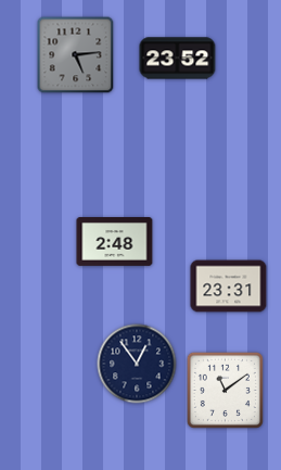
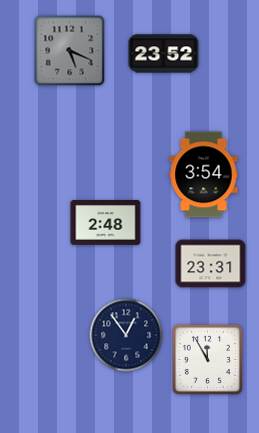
clock at (76, 55): 5:14 -> 5:19
clock at (204, 175): none -> 3:54
clock at (225, 390): 11:09 -> 11:55
